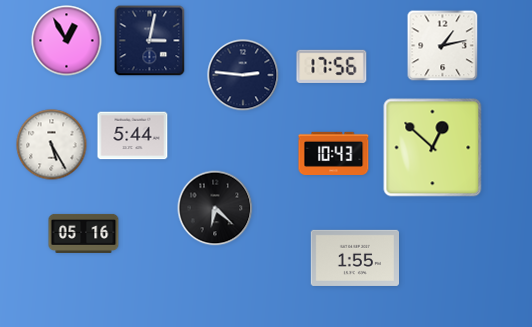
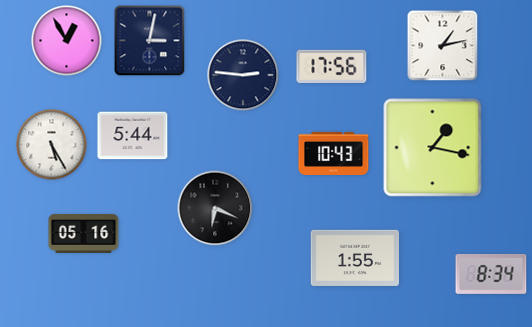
clock at (433, 148): 12:52 -> 1:17
clock at (215, 208): 6:22 -> 6:19
clock at (491, 274): none -> 8:34
